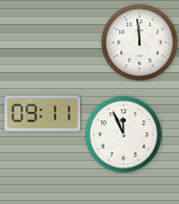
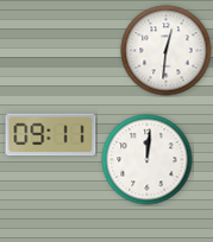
clock at (140, 43): 11:59 -> 12:31
clock at (124, 135): 11:56 -> 12:01
